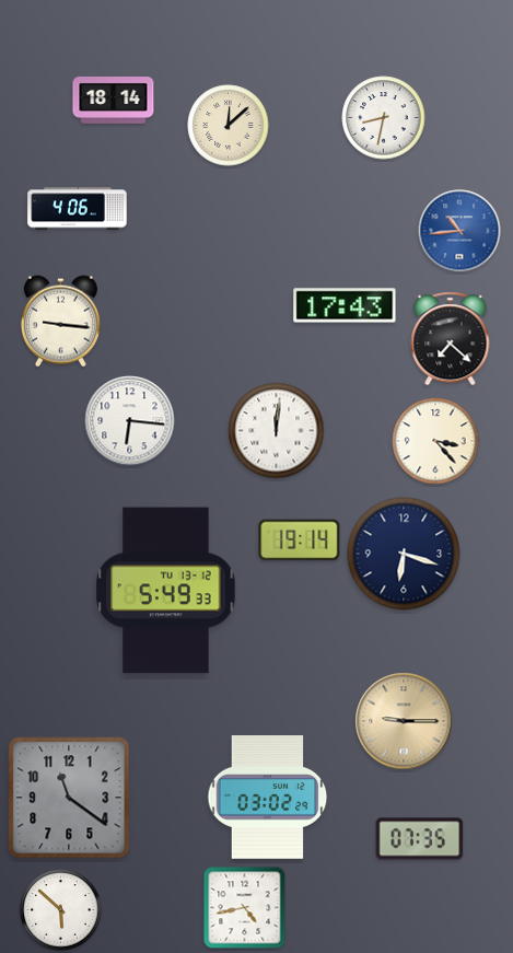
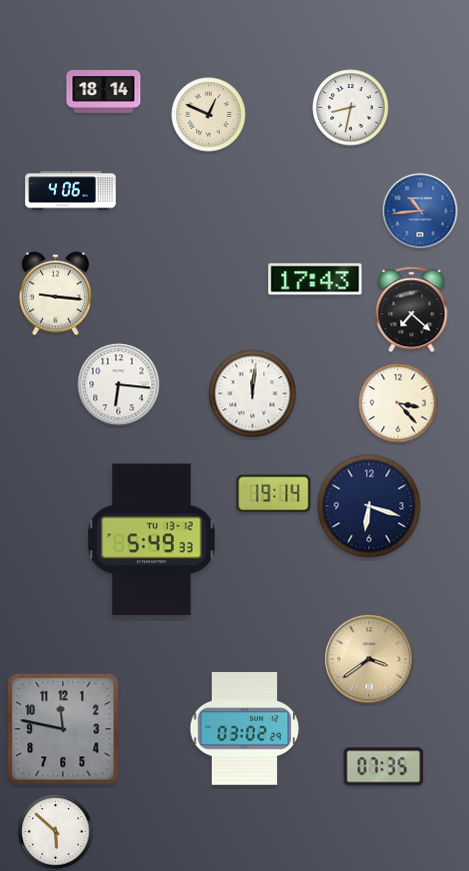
clock at (229, 126): 12:08 -> 12:49
clock at (404, 721): 9:15 -> 3:39
clock at (69, 798): 11:21 -> 11:47
clock at (245, 908): 4:43 -> none
